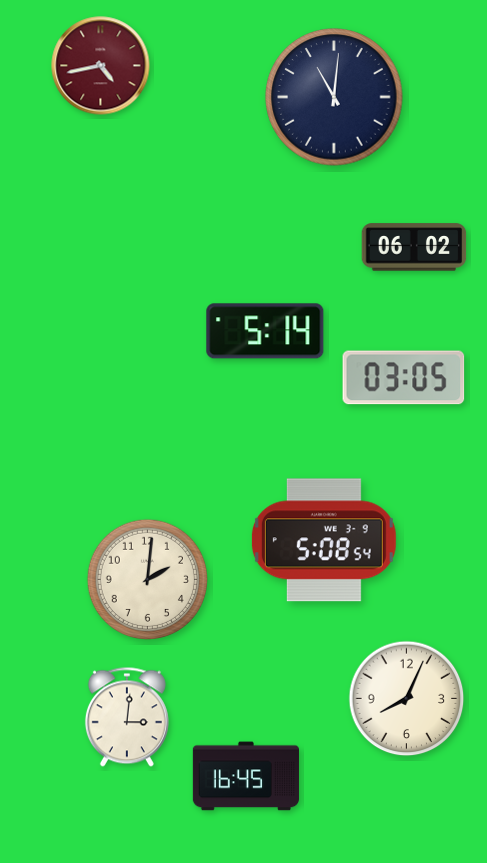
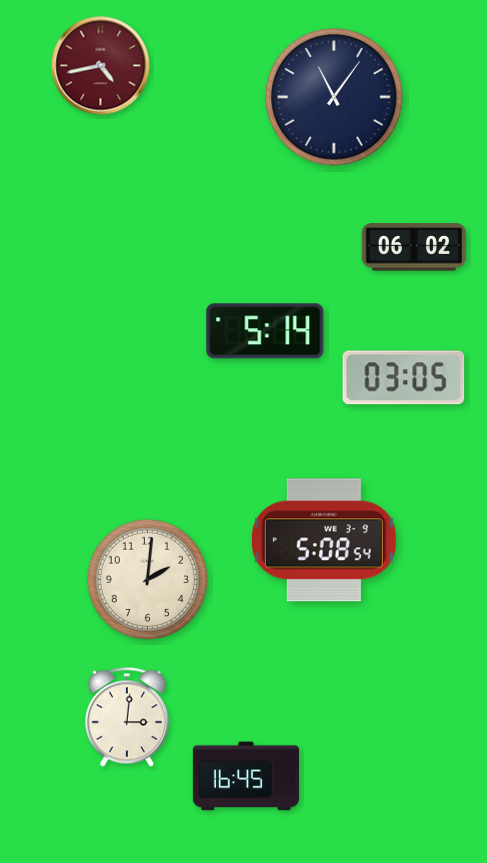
clock at (334, 97): 11:01 -> 11:06
clock at (407, 699): 8:04 -> none
